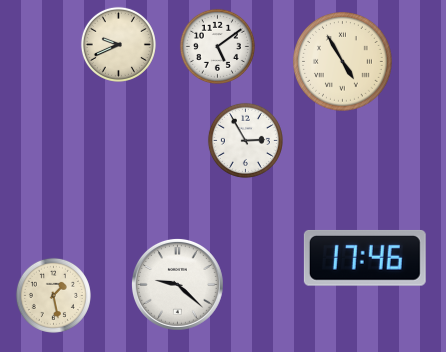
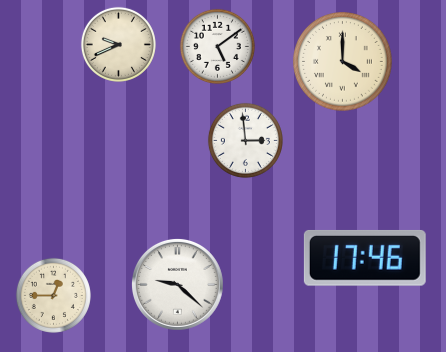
clock at (343, 62): 4:55 -> 4:00
clock at (245, 140): 2:55 -> 2:59
clock at (53, 295): 1:28 -> 12:45
